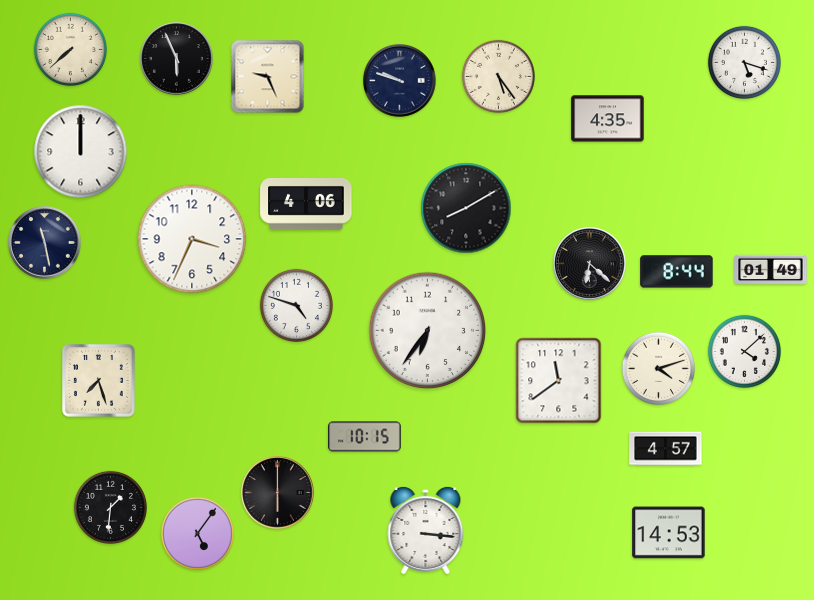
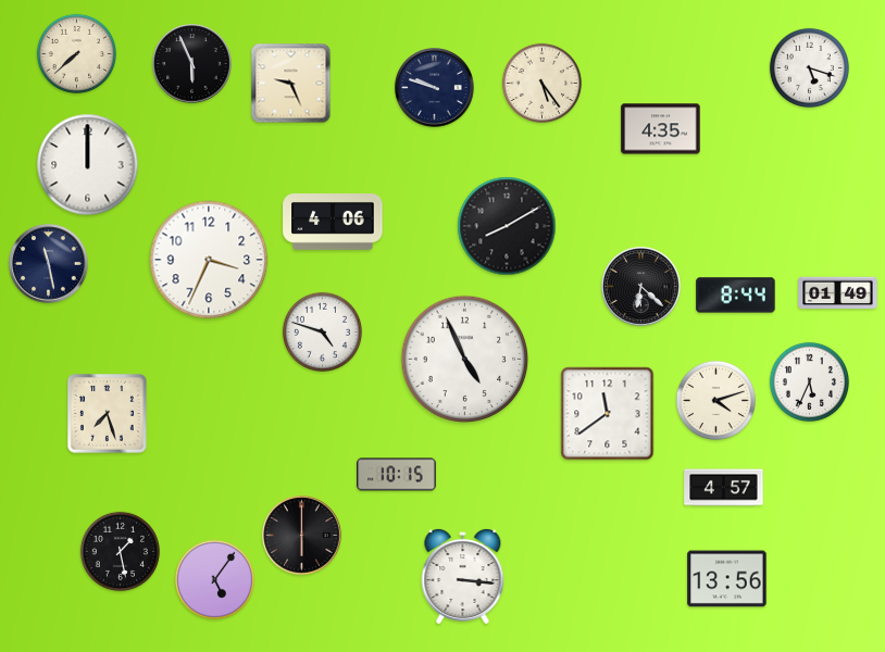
clock at (428, 331): 6:36 -> 4:56
clock at (744, 351): 4:08 -> 5:34
clock at (110, 507): 1:31 -> 1:28
clock at (669, 533): 14:53 -> 13:56
